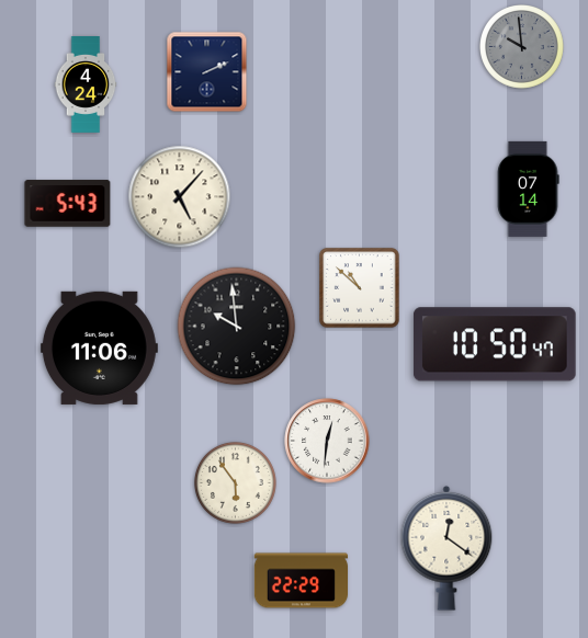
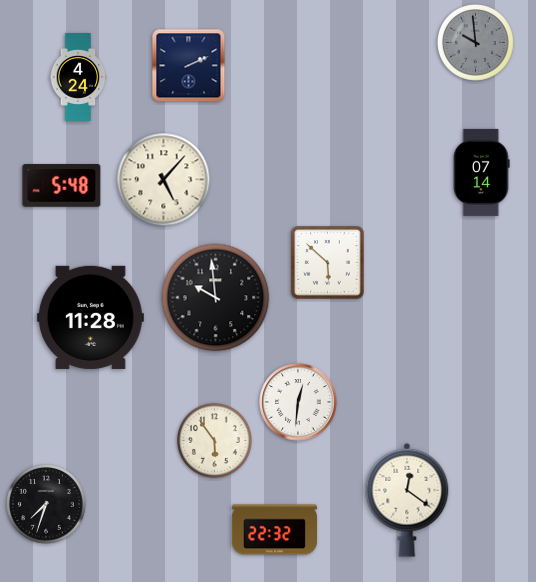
clock at (68, 204): 5:43 -> 5:48
clock at (360, 288): 10:52 -> 5:52
clock at (495, 344): 10:50 -> none
clock at (99, 348): 11:06 -> 11:28
clock at (46, 504): none -> 7:33
clock at (301, 581): 22:29 -> 22:32
